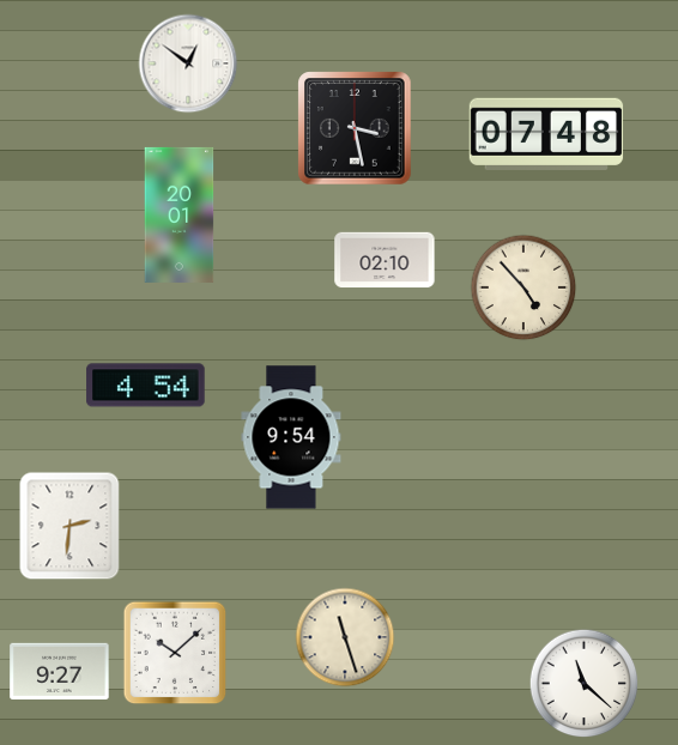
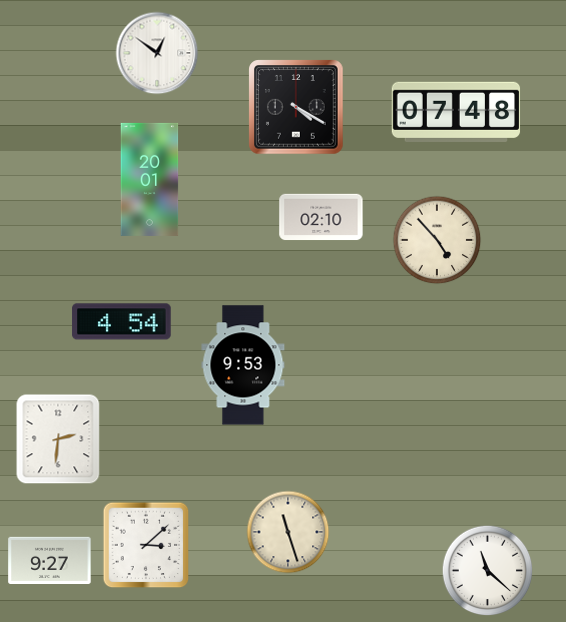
clock at (355, 128): 3:28 -> 4:20
clock at (291, 437): 9:54 -> 9:53
clock at (175, 653): 10:08 -> 3:08
